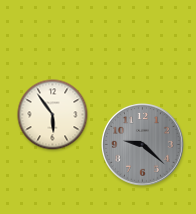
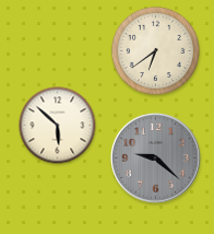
clock at (155, 50): none -> 6:39
clock at (53, 115): 5:54 -> 5:52
